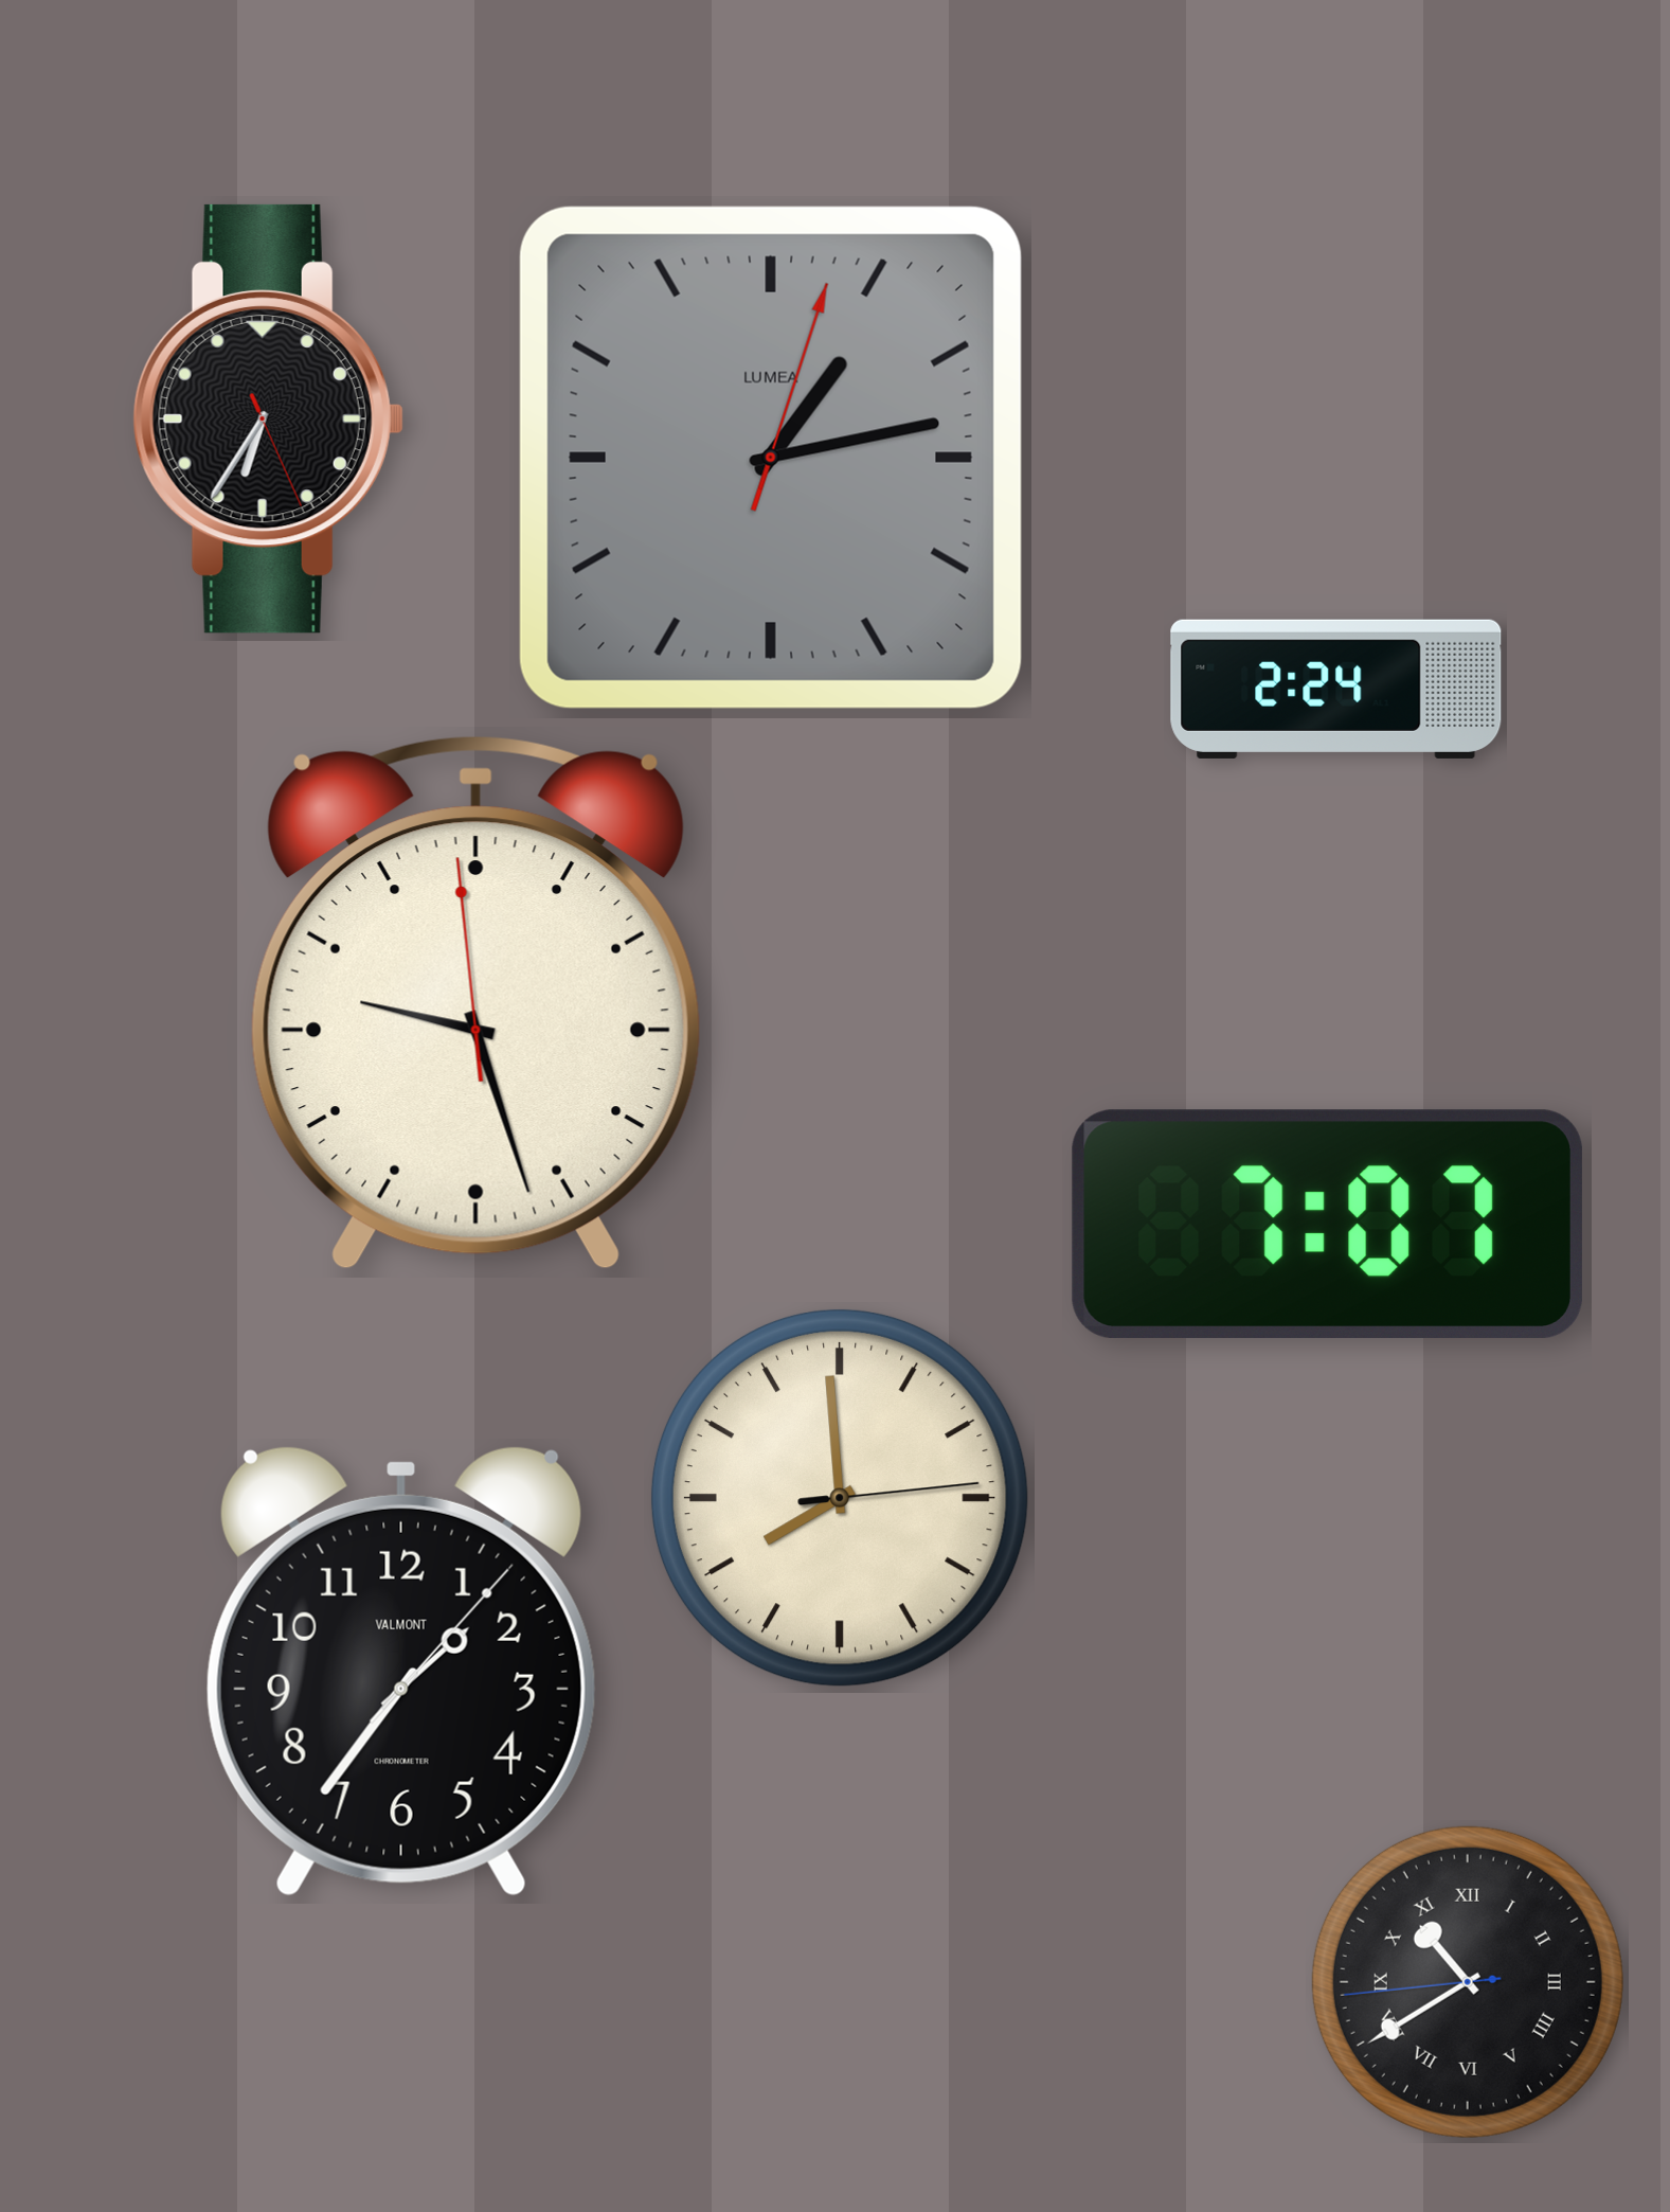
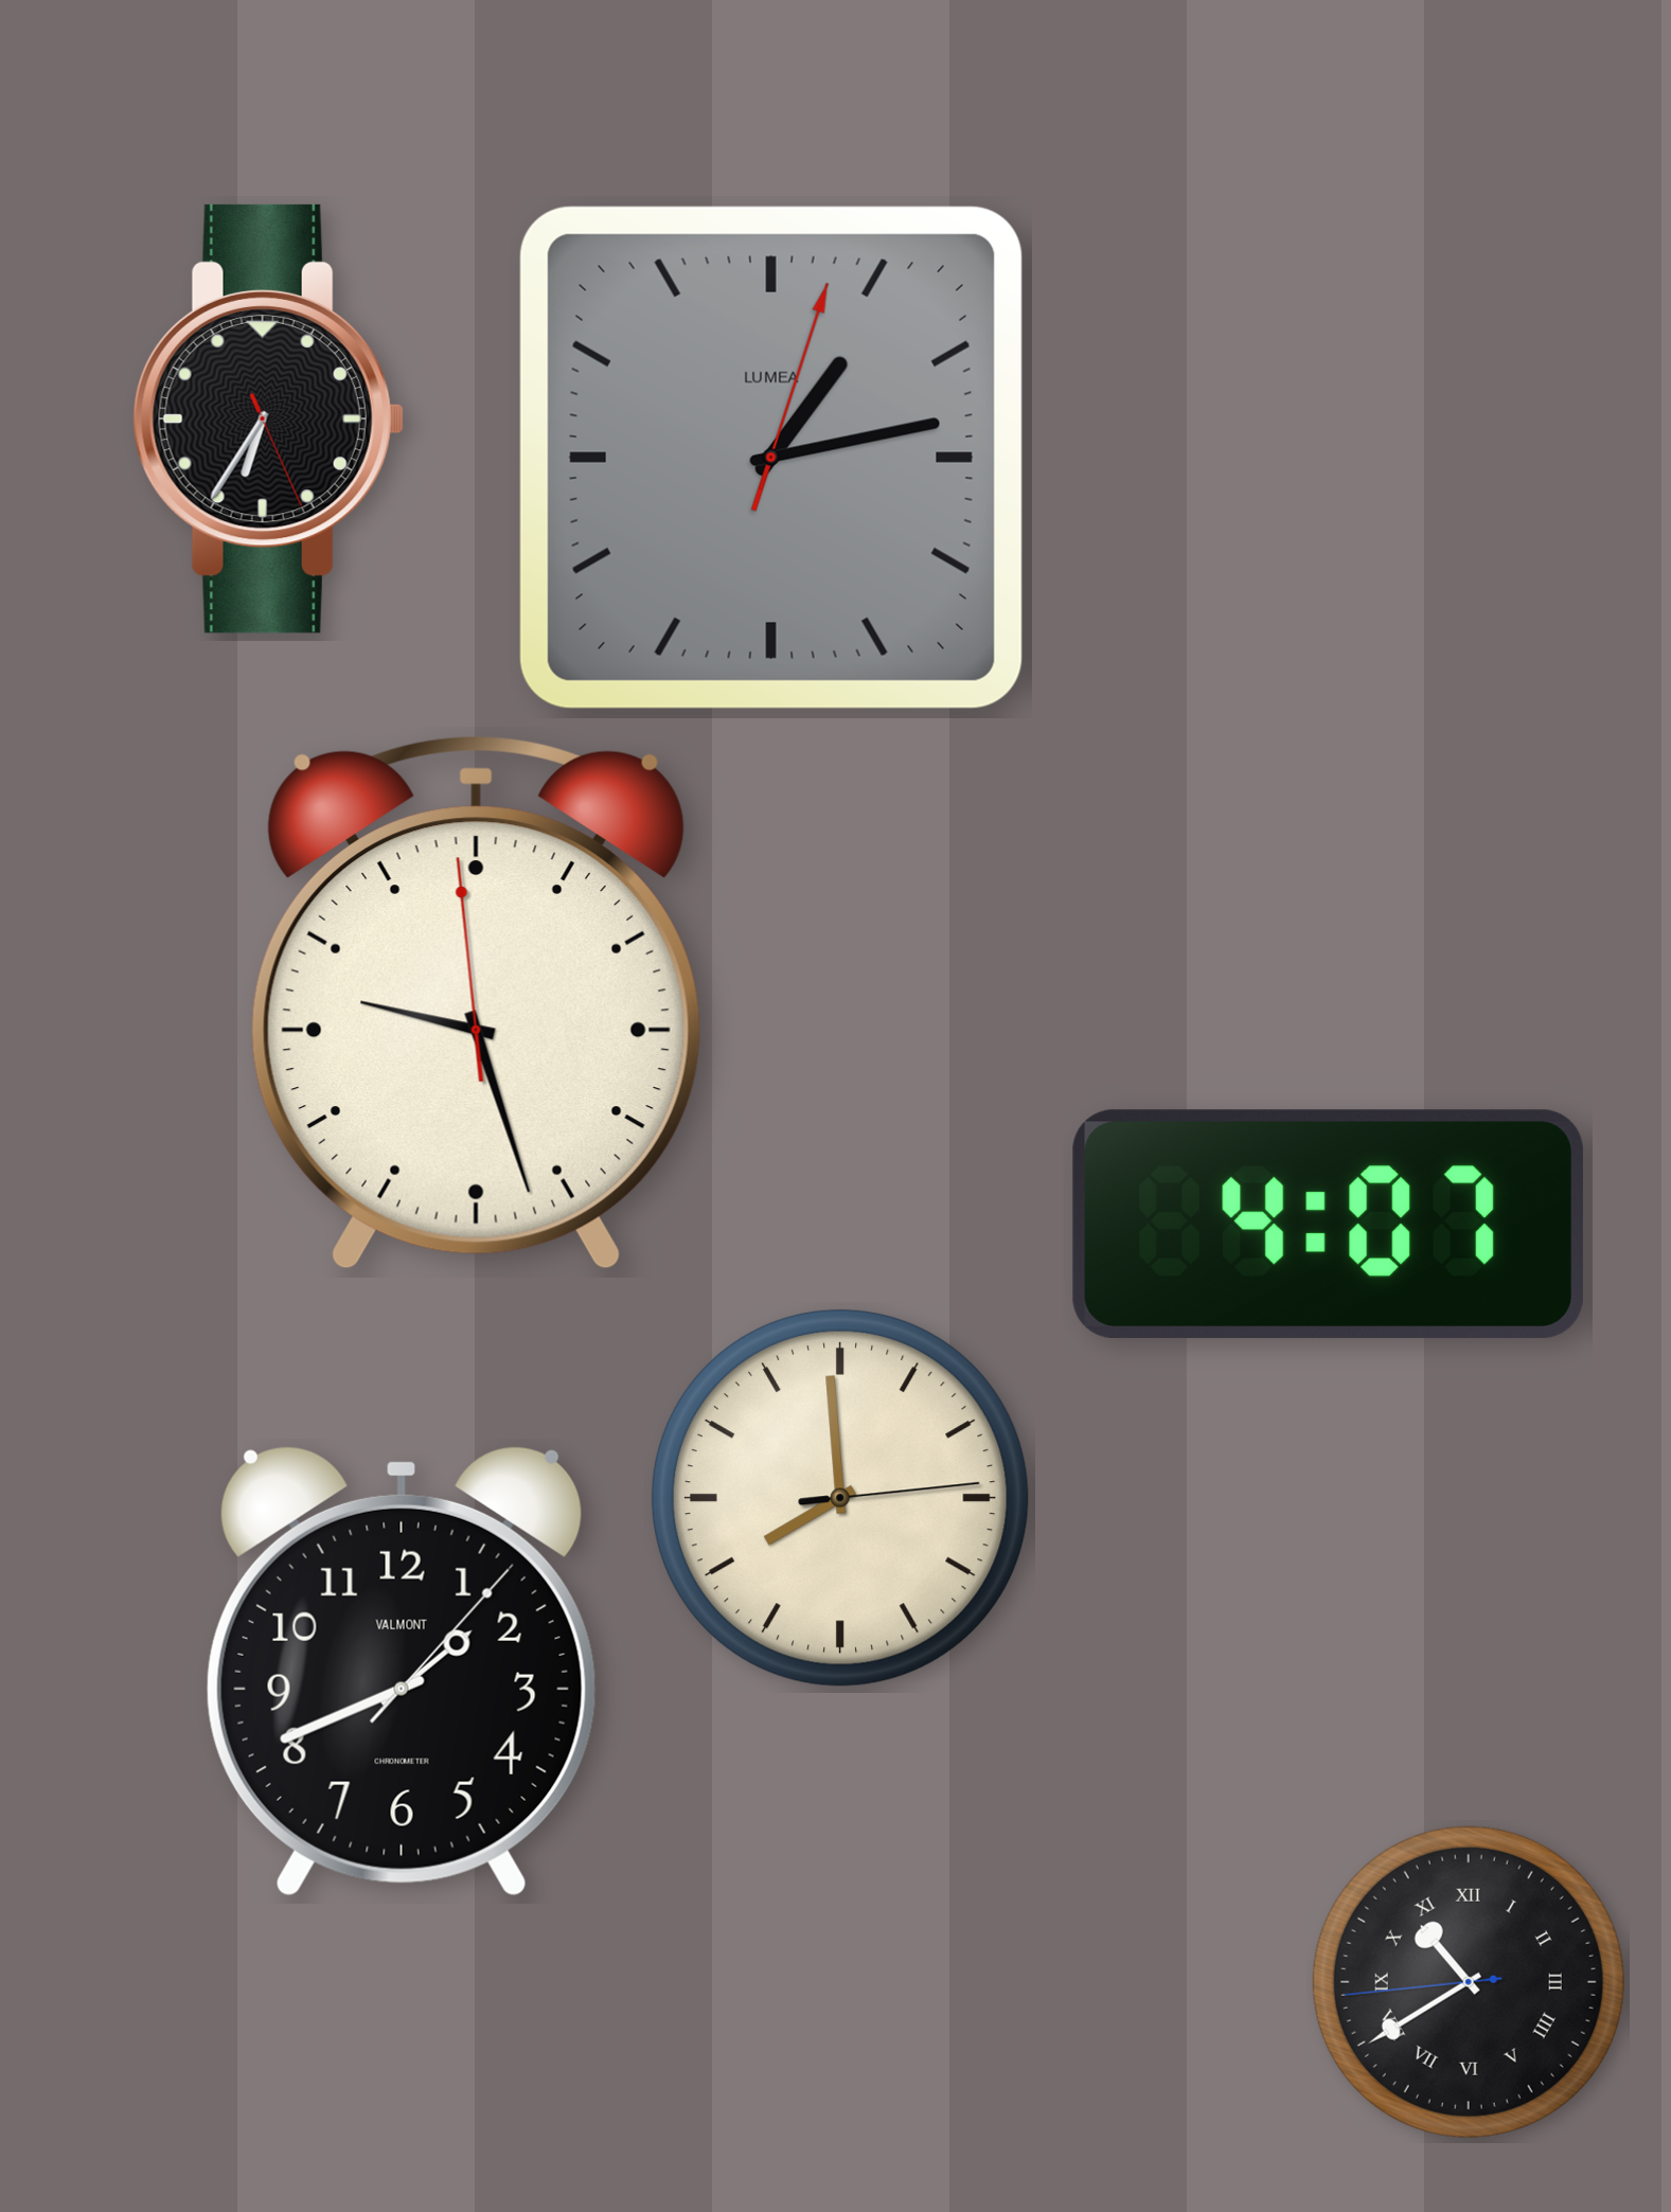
clock at (1336, 689): 2:24 -> none
clock at (1327, 1224): 7:07 -> 4:07
clock at (401, 1672): 1:36 -> 1:41
